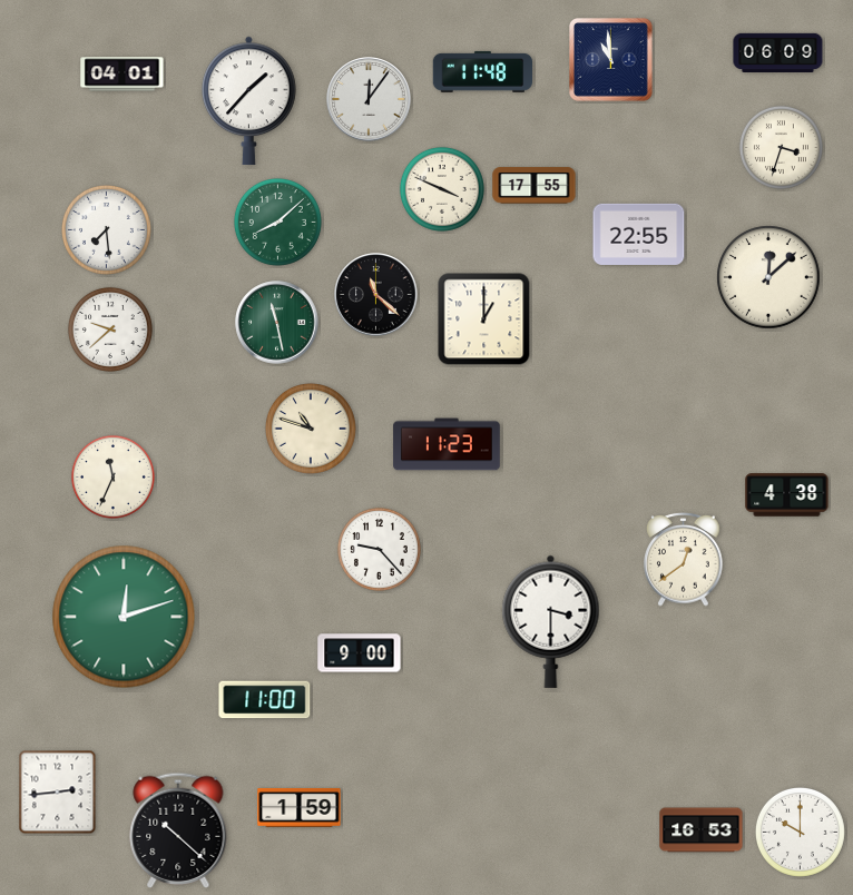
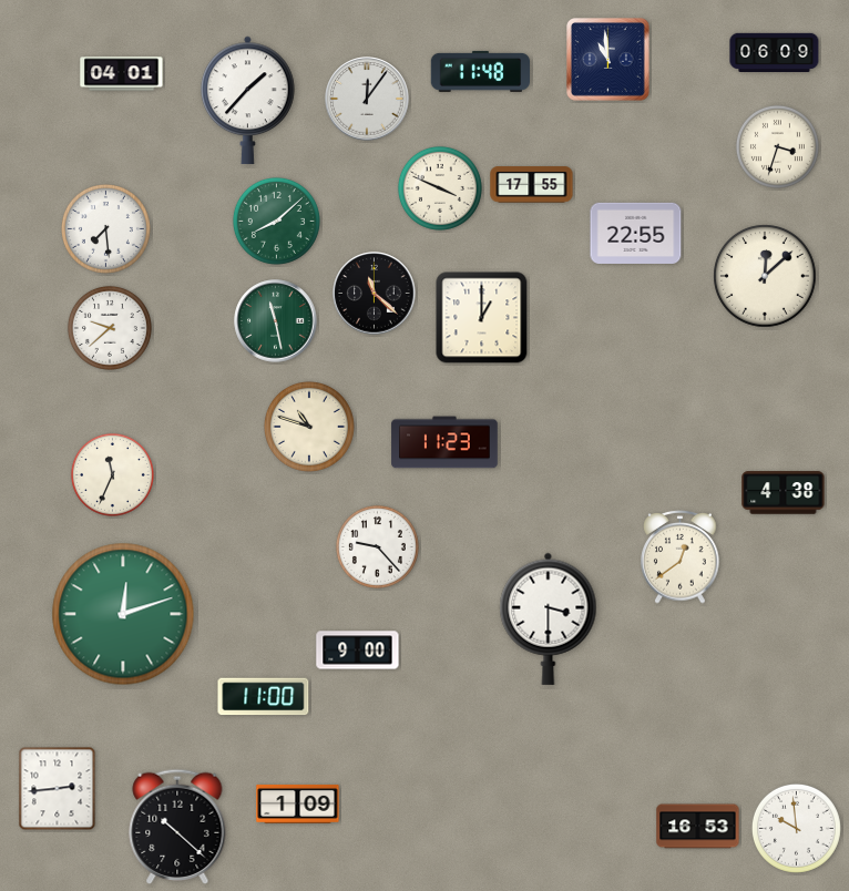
clock at (300, 807): 1:59 -> 1:09
clock at (800, 832): 10:00 -> 9:59
